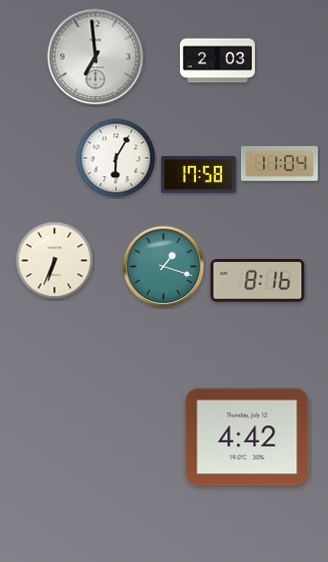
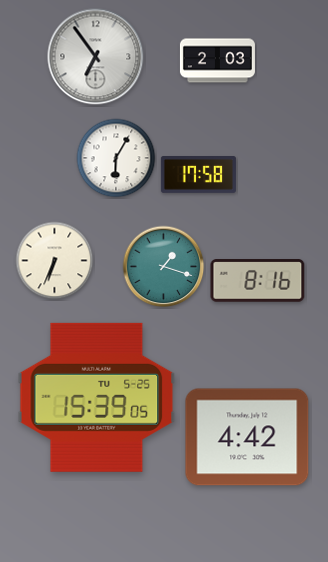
clock at (96, 57): 6:59 -> 6:54
clock at (279, 164): 11:04 -> none
clock at (97, 397): none -> 15:39
